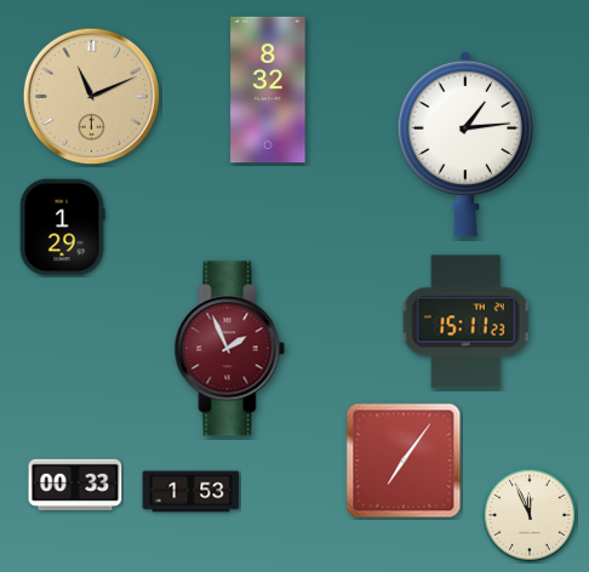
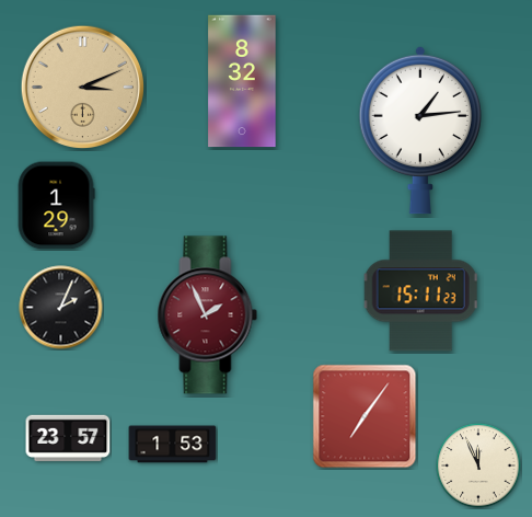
clock at (91, 96): 11:11 -> 3:11
clock at (61, 308): none -> 2:04
clock at (75, 485): 00:33 -> 23:57
